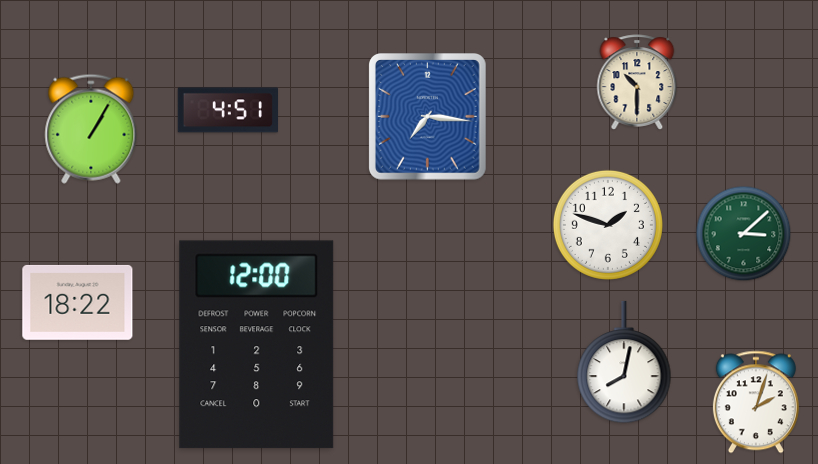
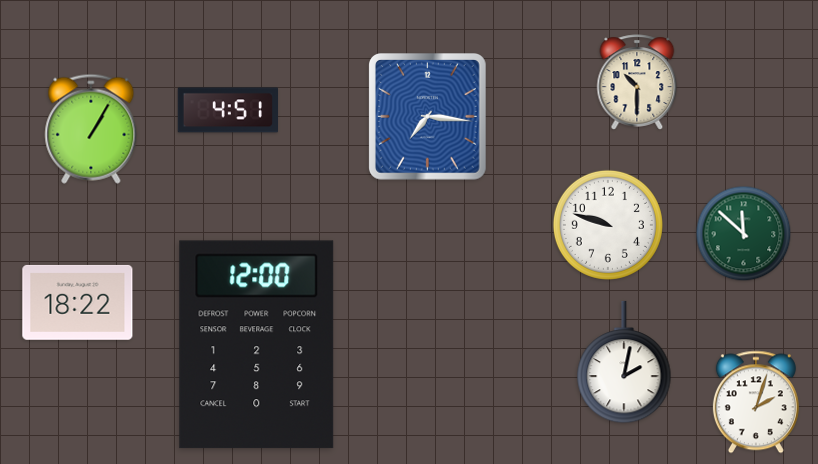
clock at (608, 225): 1:48 -> 9:48
clock at (744, 234): 3:08 -> 11:52
clock at (624, 362): 8:02 -> 2:02
